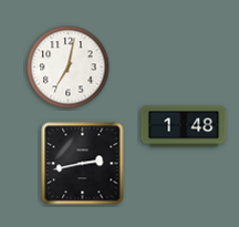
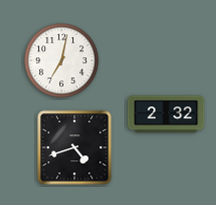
clock at (184, 126): 1:48 -> 2:32
clock at (83, 164): 2:43 -> 4:42
